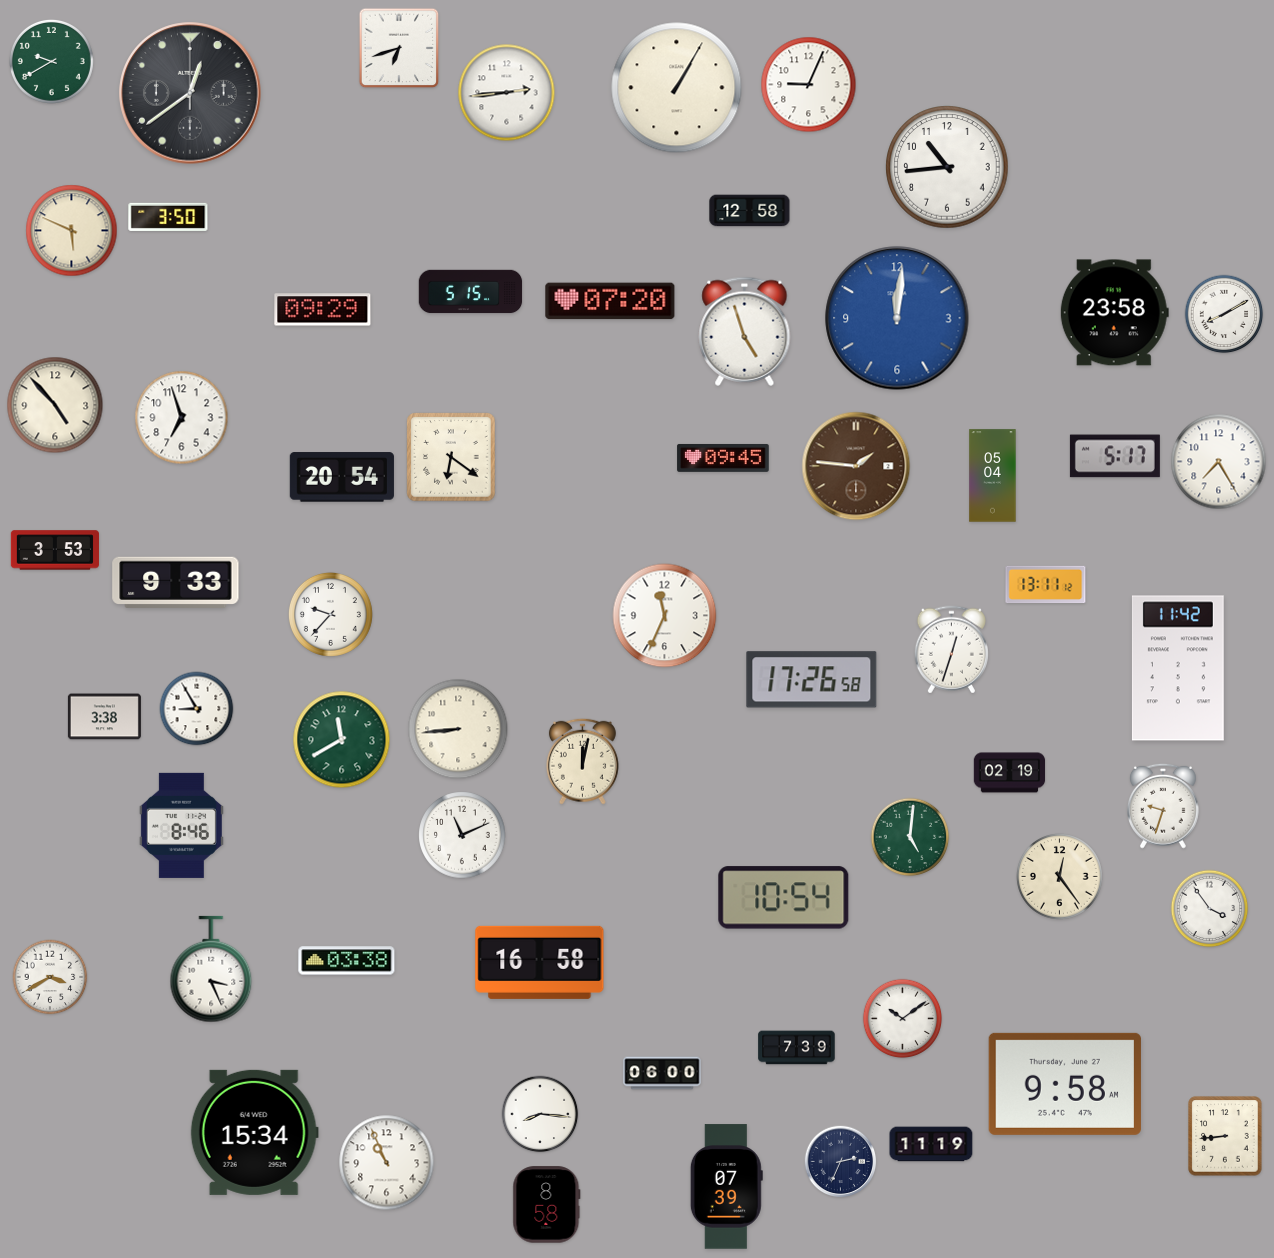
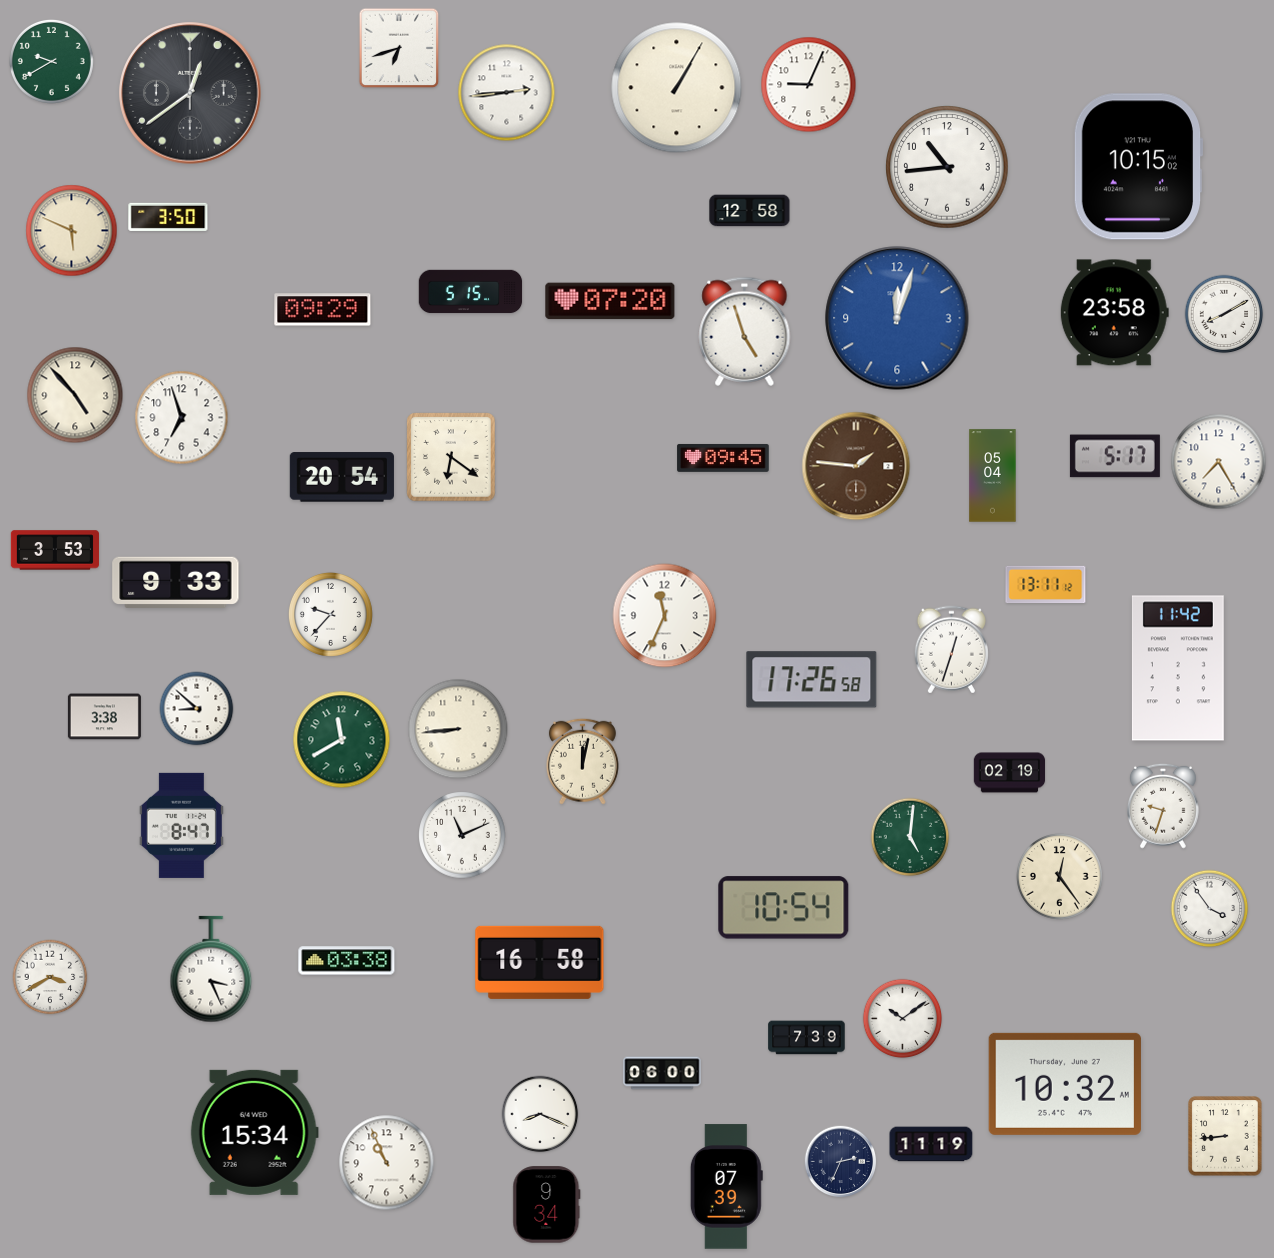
clock at (1137, 167): none -> 10:15
clock at (897, 318): 12:01 -> 12:03
clock at (55, 405) position: (55, 405) -> (75, 395)
clock at (197, 709): 8:55 -> 8:52
clock at (181, 825): 8:46 -> 8:47
clock at (784, 898) position: (784, 898) -> (784, 908)
clock at (797, 1048) position: (797, 1048) -> (807, 1038)
clock at (1065, 1084): 9:58 -> 10:32
clock at (540, 1114): 8:16 -> 8:19
clock at (547, 1205): 8:58 -> 9:34
